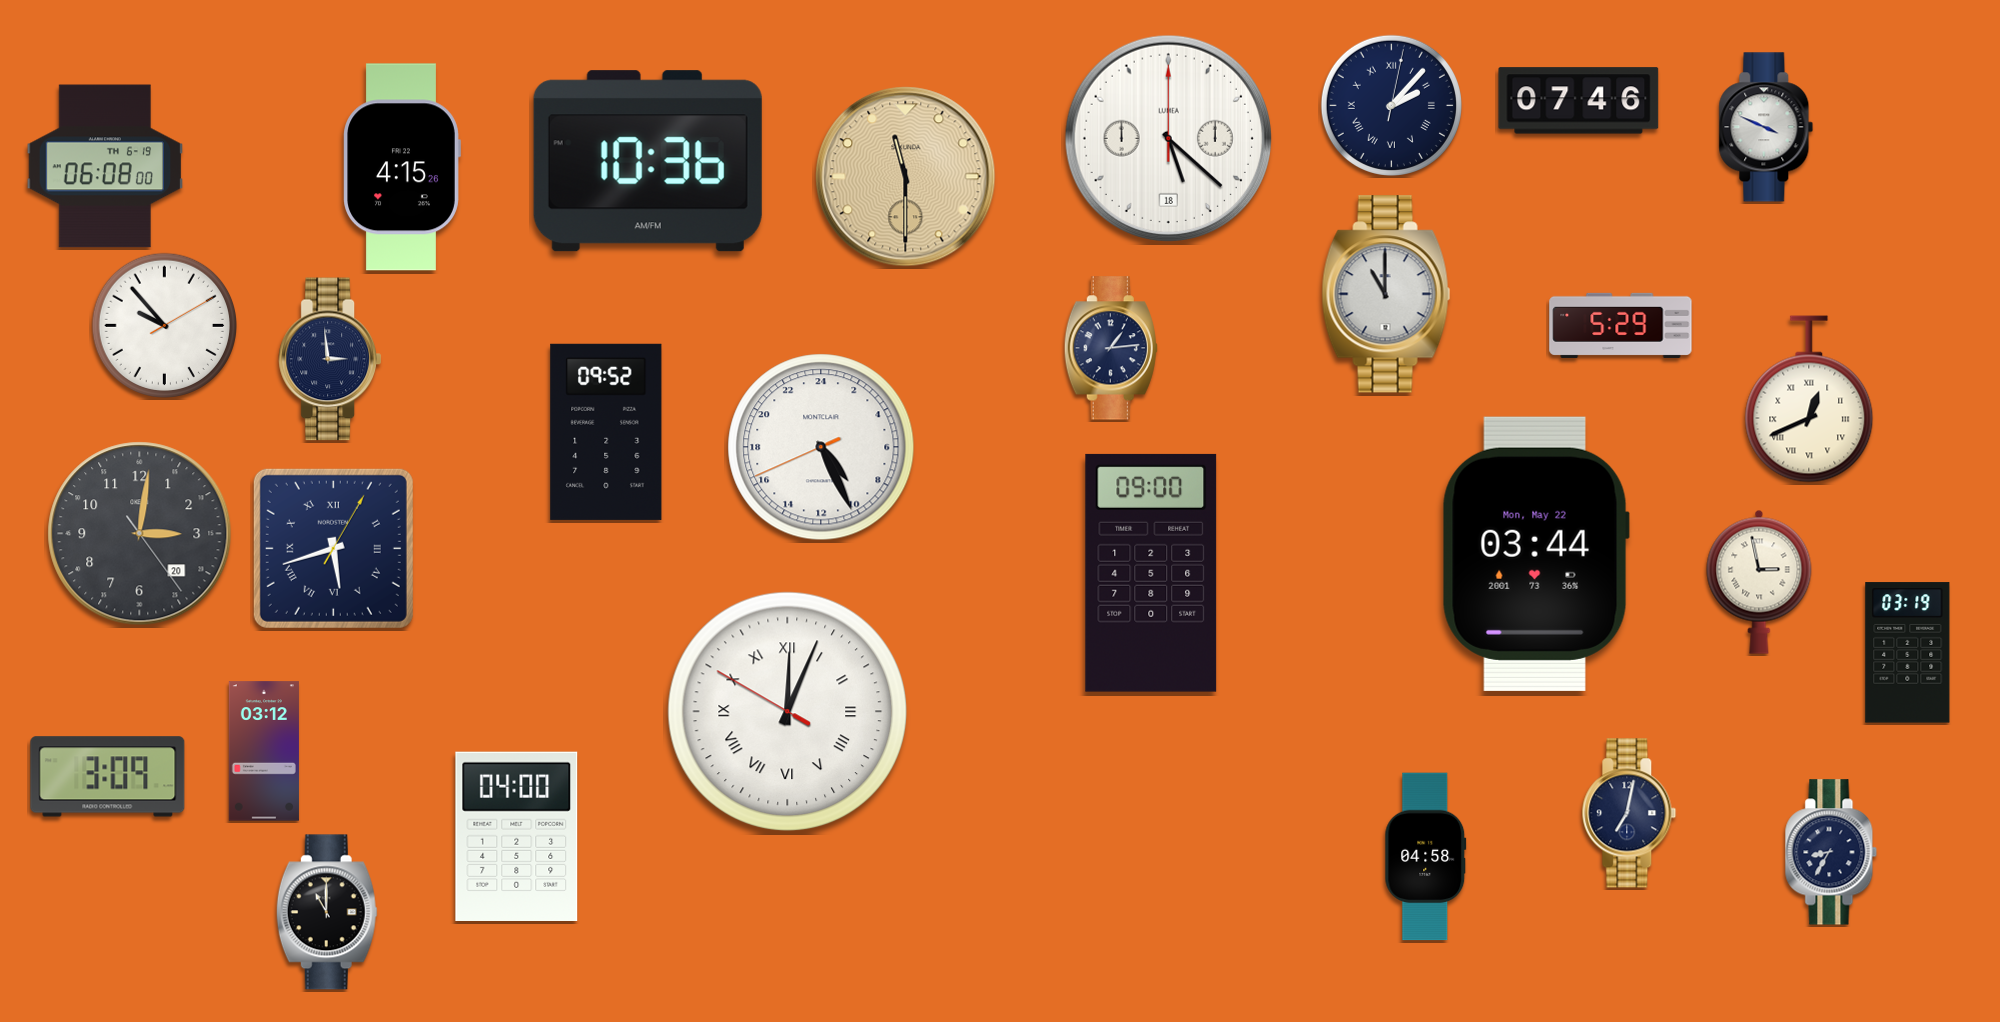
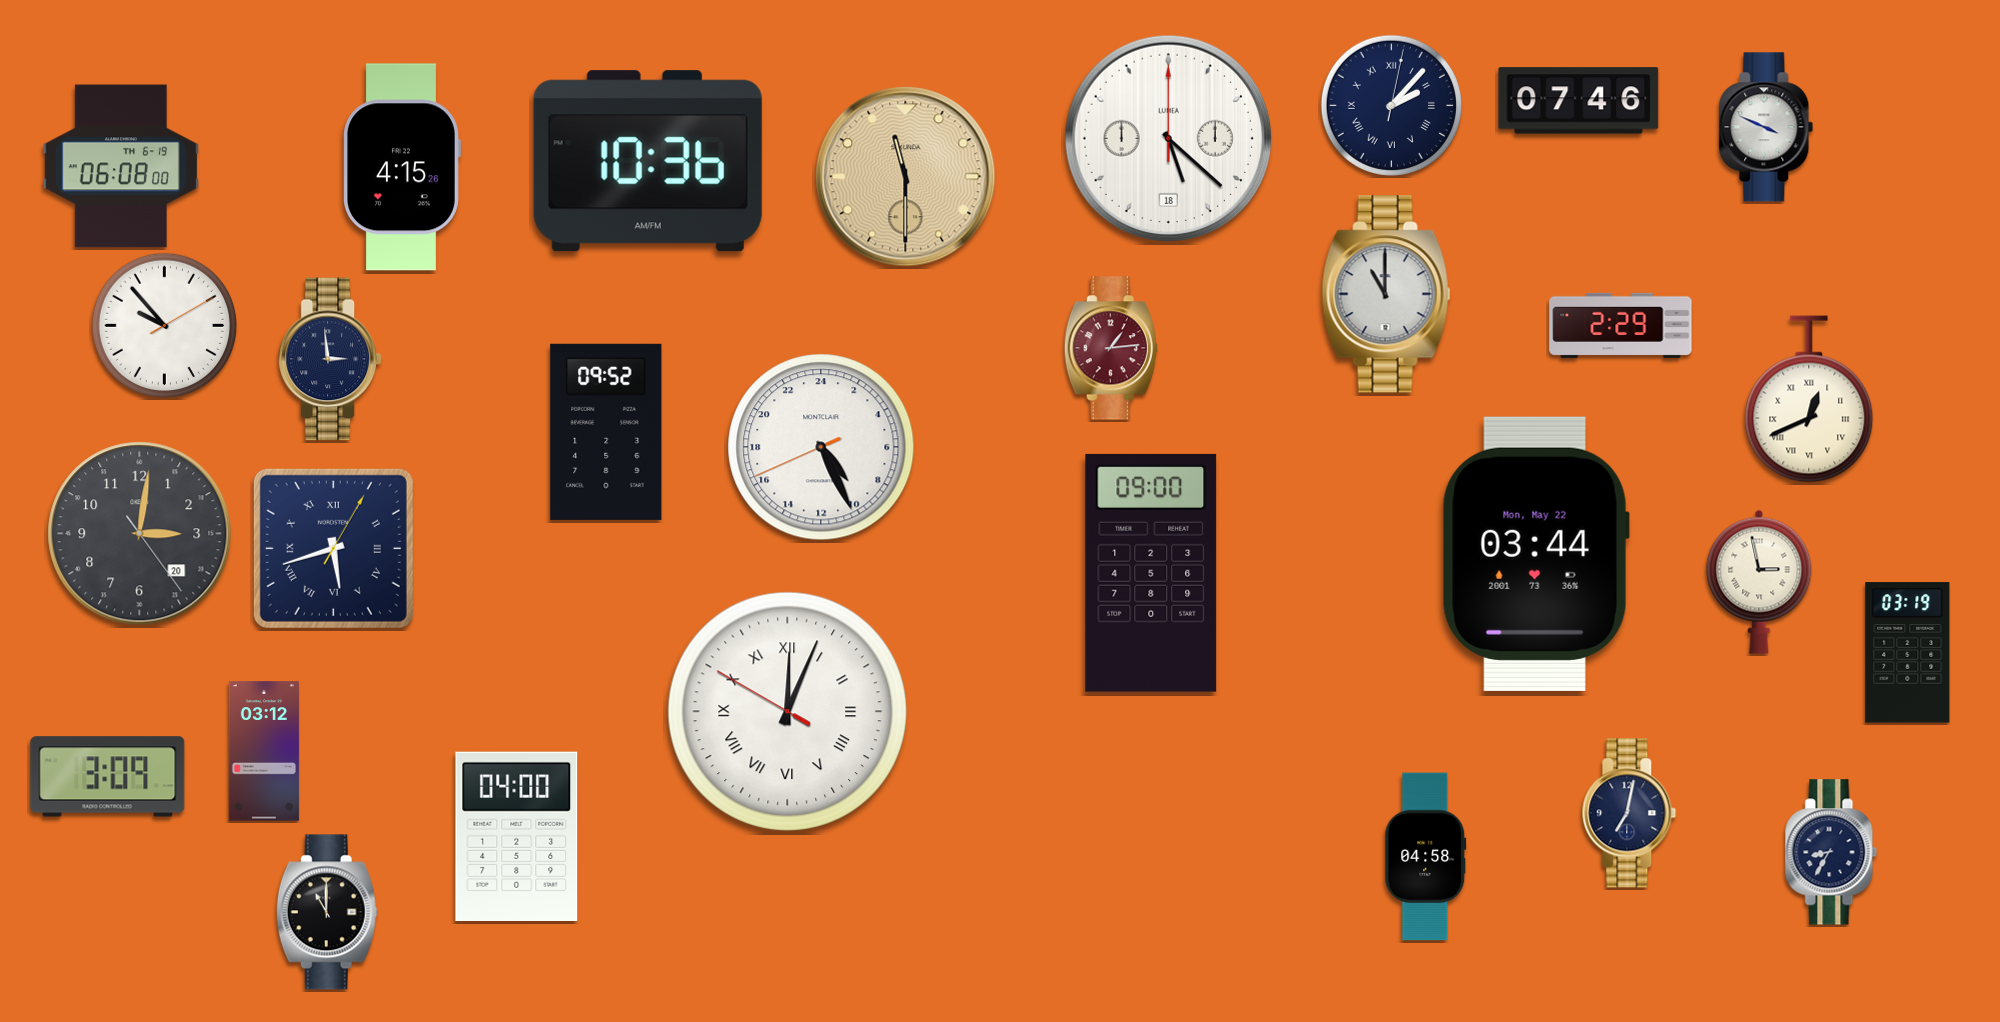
clock at (105, 166) position: (105, 166) -> (121, 166)
clock at (1621, 325): 5:29 -> 2:29
clock at (1111, 348) dial: navy -> burgundy
